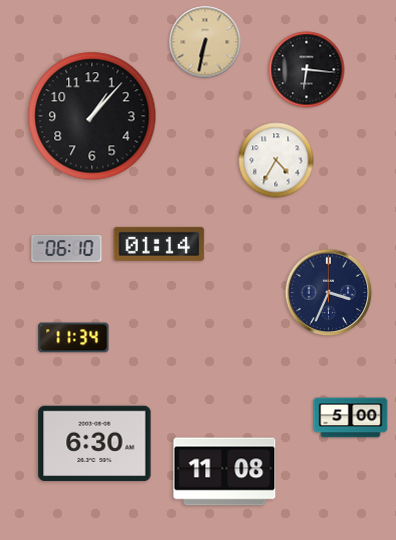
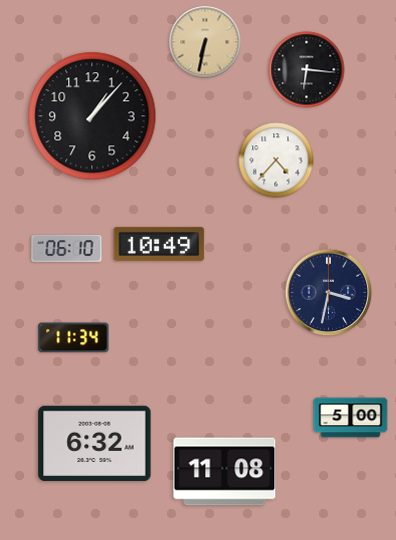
clock at (276, 160): 4:35 -> 4:37
clock at (159, 244): 01:14 -> 10:49
clock at (329, 293): 3:34 -> 3:32
clock at (95, 444): 6:30 -> 6:32
